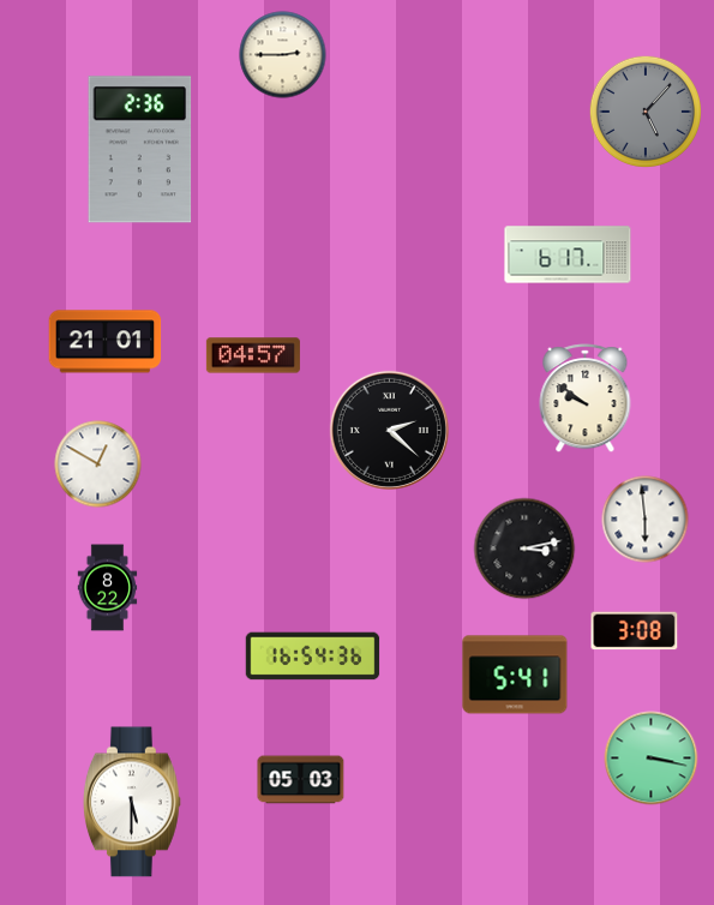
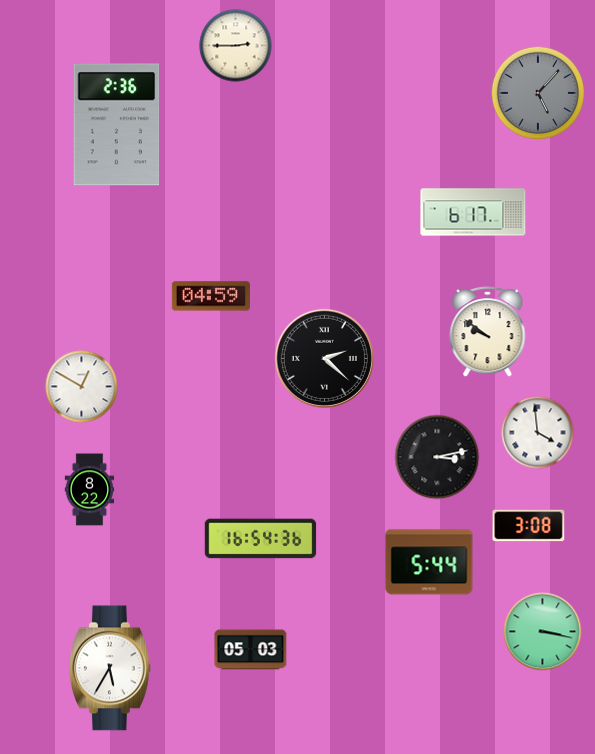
clock at (106, 342): 21:01 -> none
clock at (253, 355): 04:57 -> 04:59
clock at (646, 520): 5:59 -> 3:59
clock at (313, 657) position: (313, 657) -> (261, 539)
clock at (515, 675): 5:41 -> 5:44
clock at (132, 802): 5:30 -> 5:35
